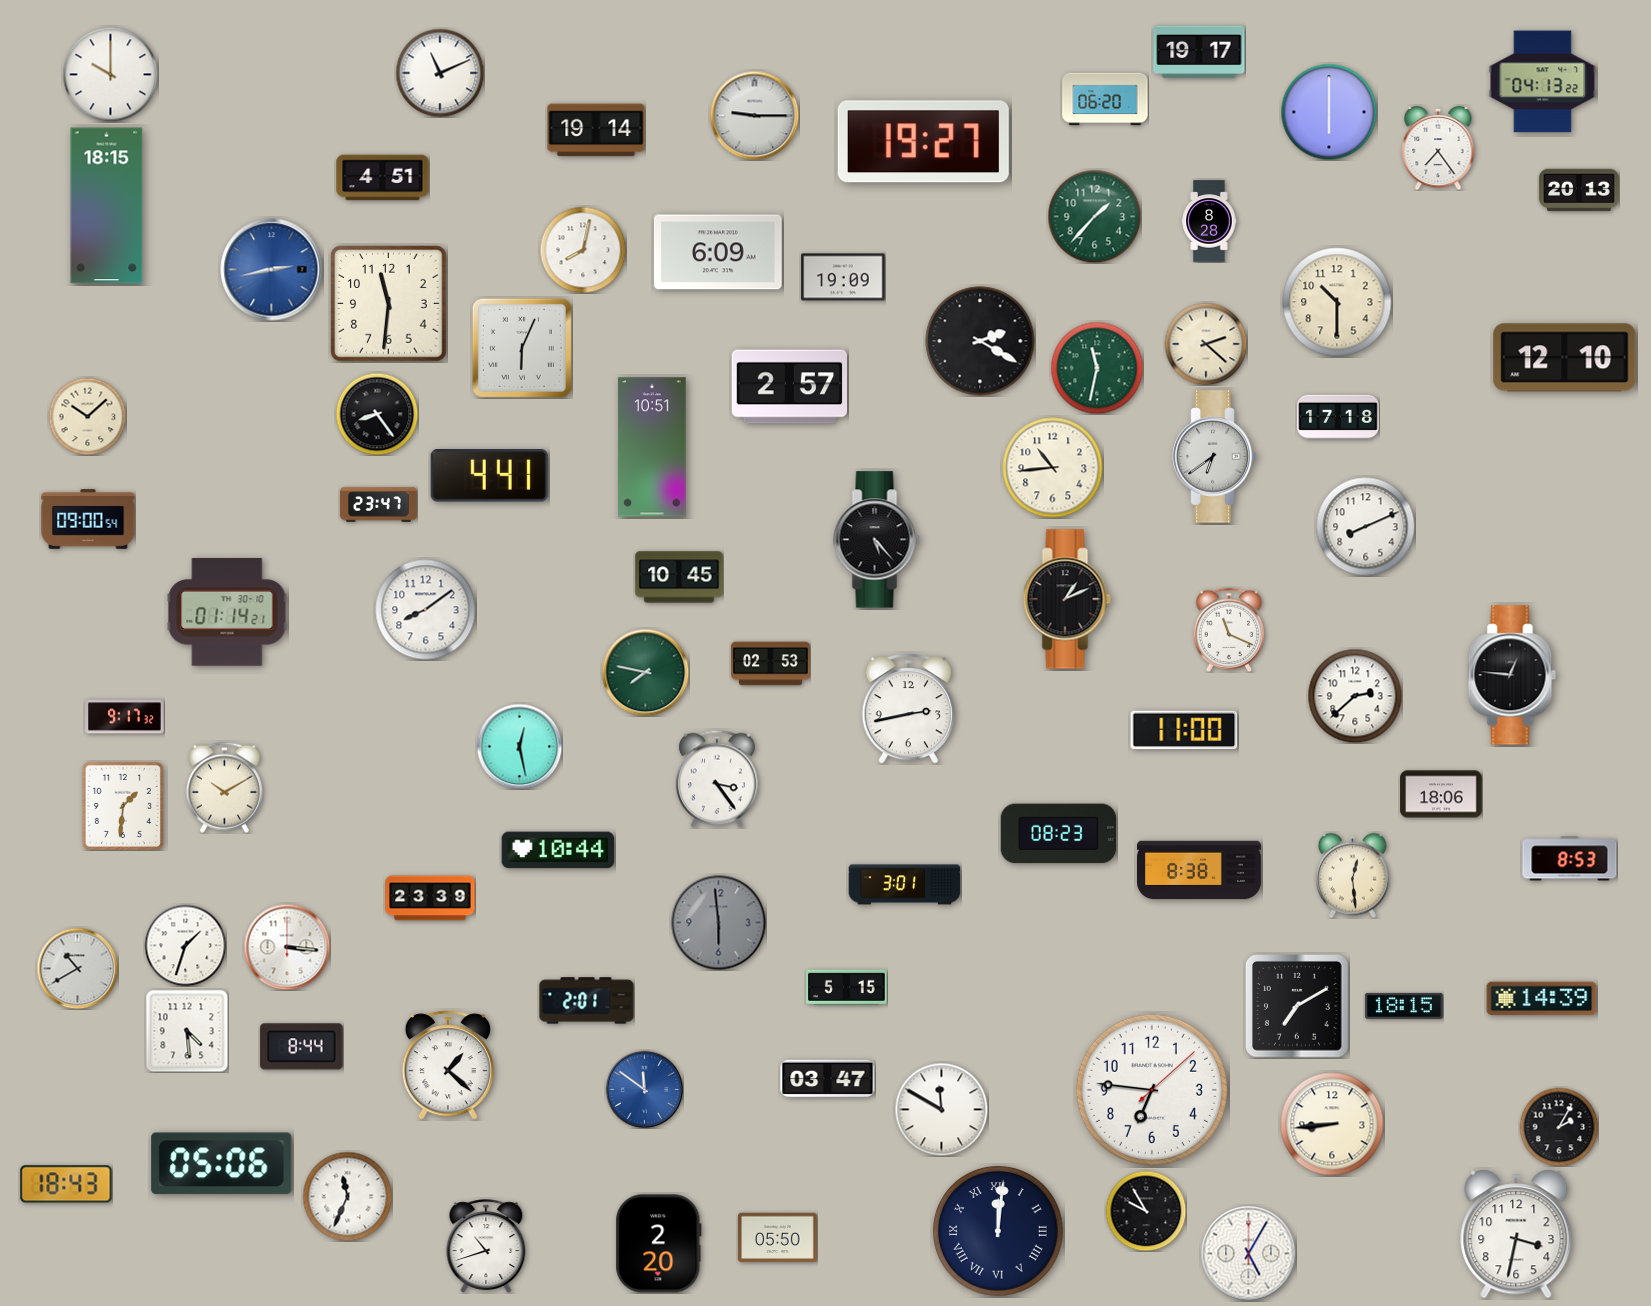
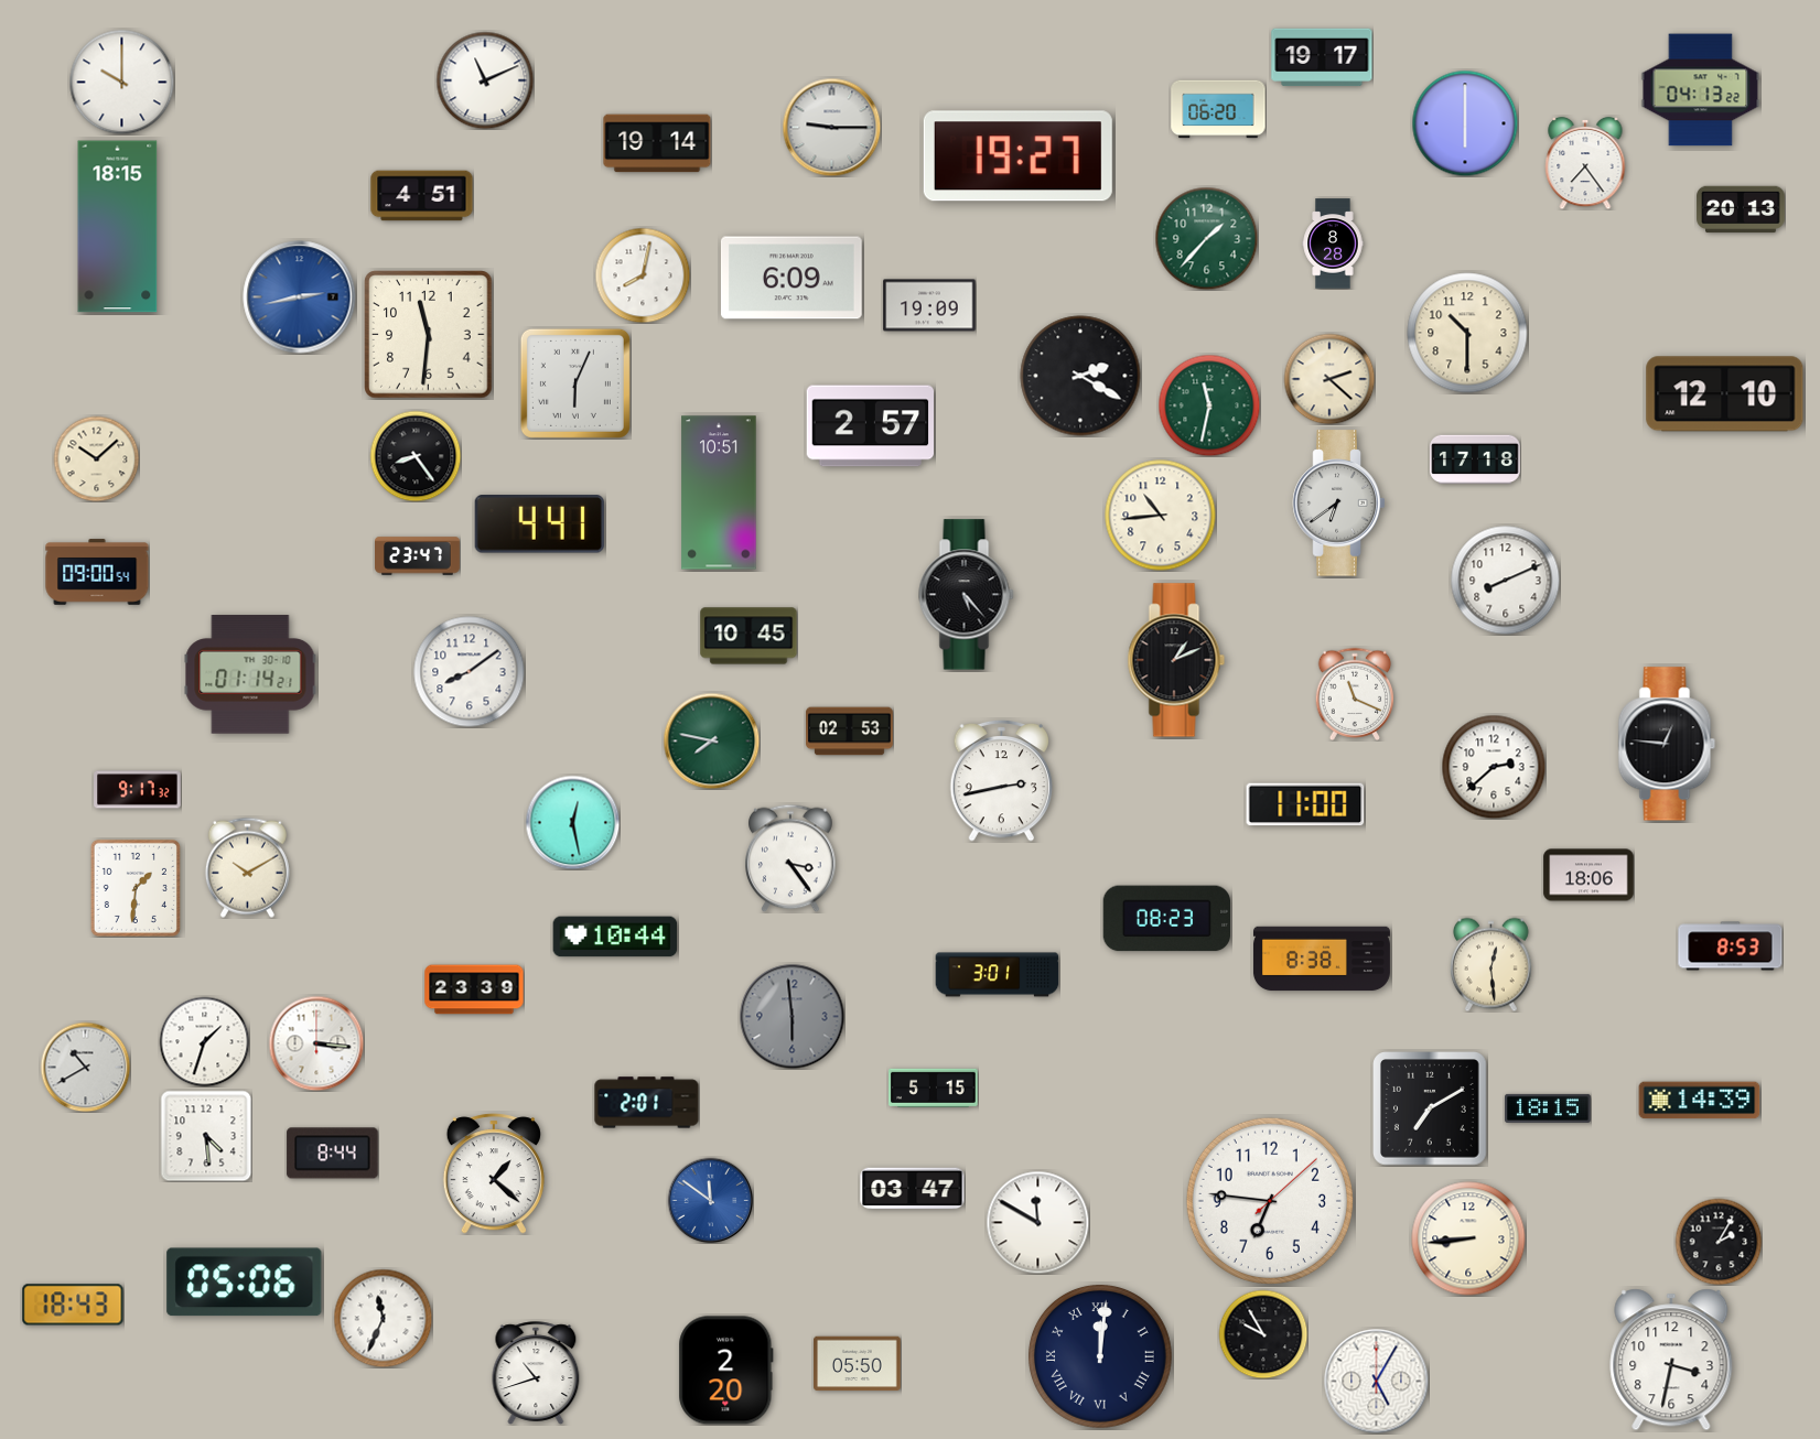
clock at (1337, 302) position: (1337, 302) -> (1467, 333)
